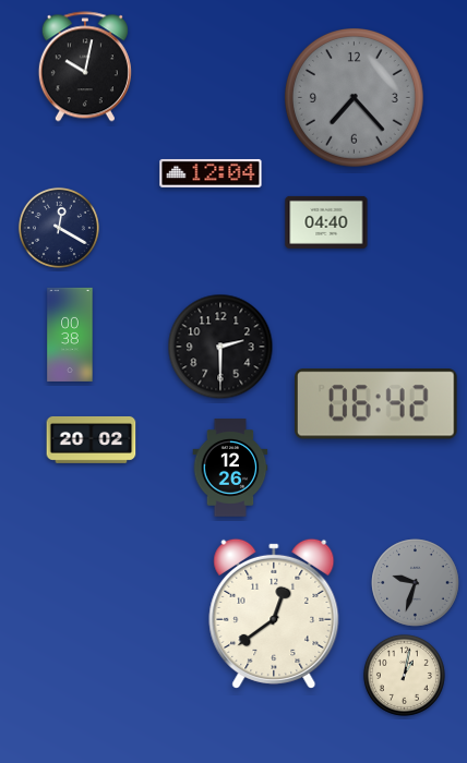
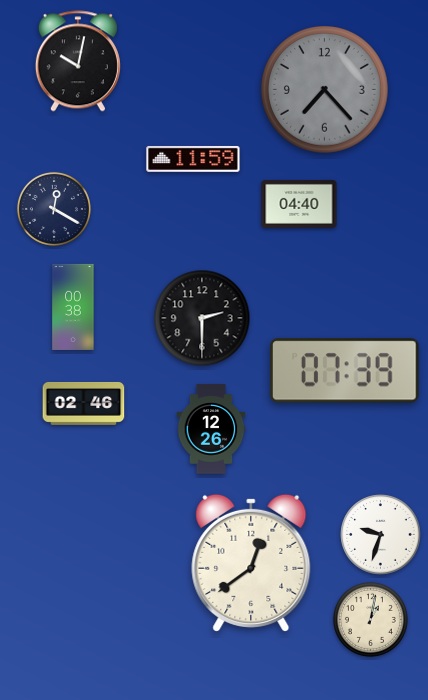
clock at (211, 173): 12:04 -> 11:59
clock at (70, 335) position: (70, 335) -> (73, 307)
clock at (376, 404): 06:42 -> 07:39
clock at (92, 439): 20:02 -> 02:46
clock at (416, 583) dial: grey -> white
